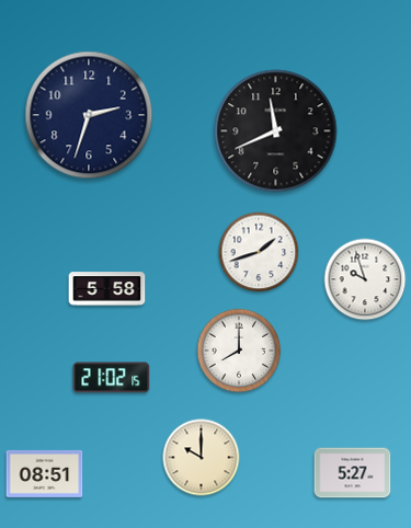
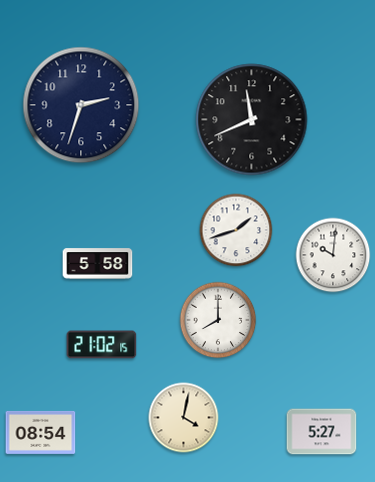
clock at (365, 279): 9:57 -> 10:01
clock at (202, 458): 10:00 -> 4:02
clock at (45, 473): 08:51 -> 08:54
